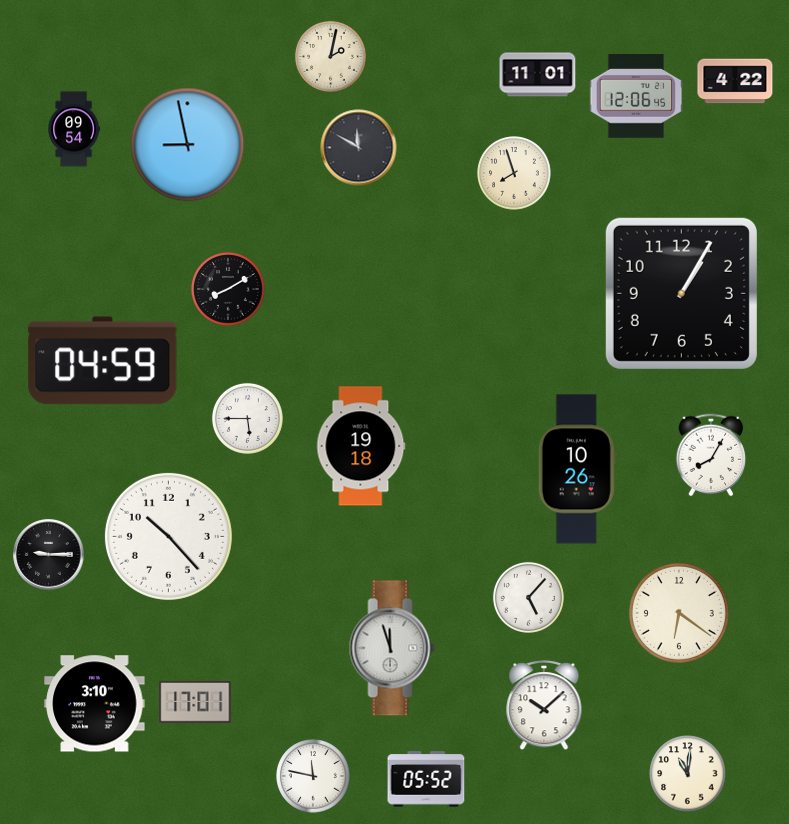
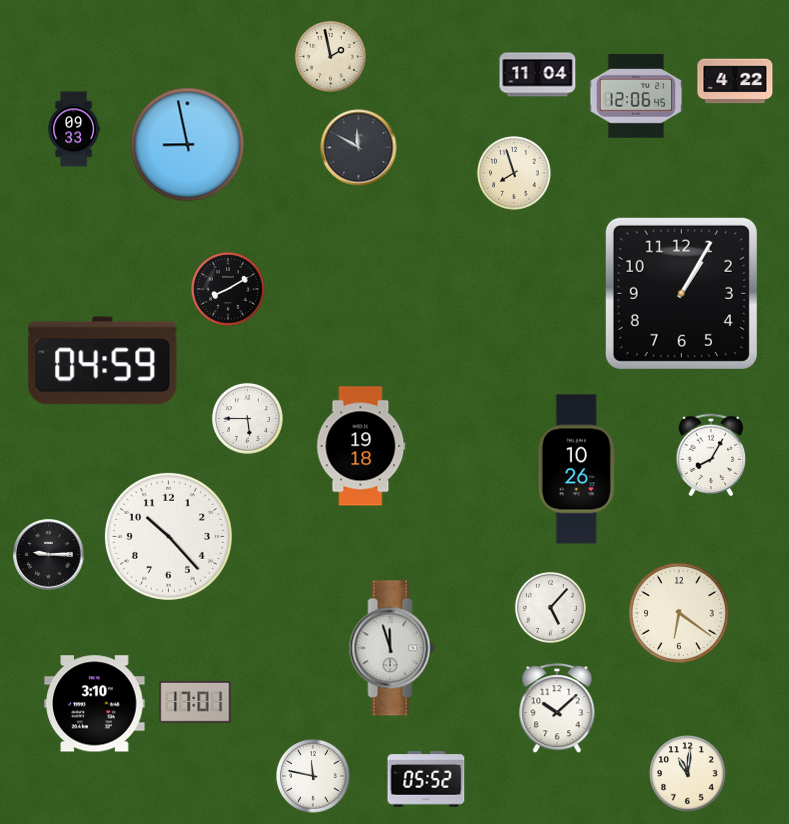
clock at (330, 56): 2:02 -> 1:58
clock at (538, 75): 11:01 -> 11:04
clock at (74, 129): 09:54 -> 09:33
clock at (528, 597) position: (528, 597) -> (550, 607)
clock at (544, 706) position: (544, 706) -> (557, 709)
